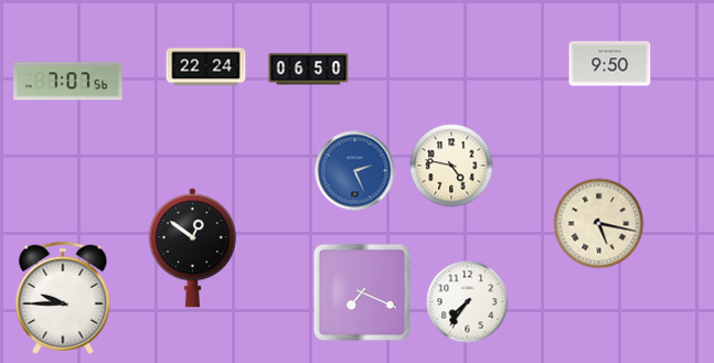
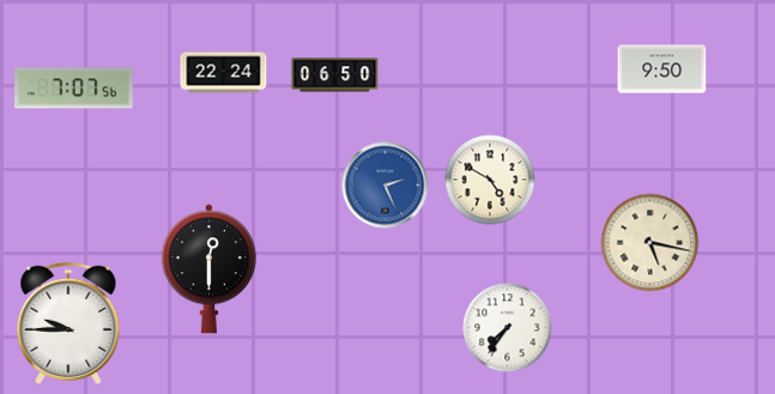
clock at (451, 166): 4:47 -> 4:50
clock at (192, 248): 12:51 -> 12:30
clock at (362, 292): 7:19 -> none
